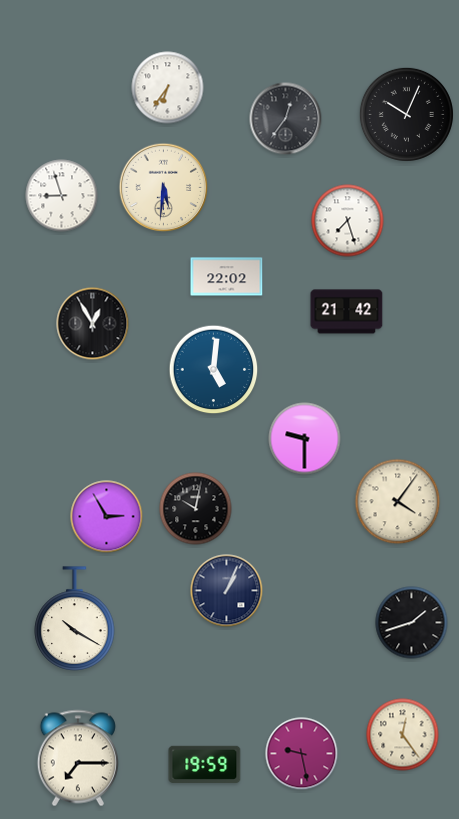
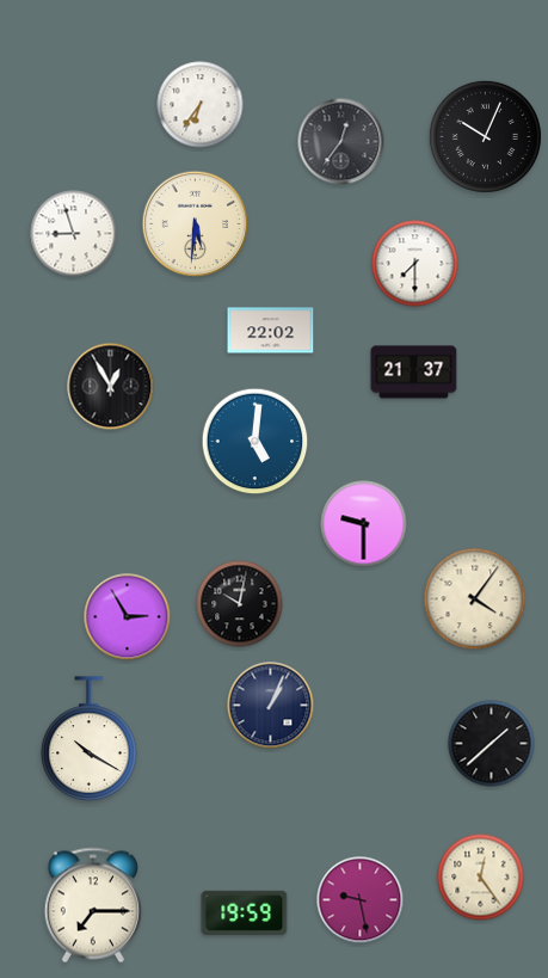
clock at (348, 221): 7:27 -> 7:30
clock at (347, 312): 21:42 -> 21:37
clock at (196, 509) position: (196, 509) -> (240, 604)
clock at (412, 623): 1:42 -> 1:38
